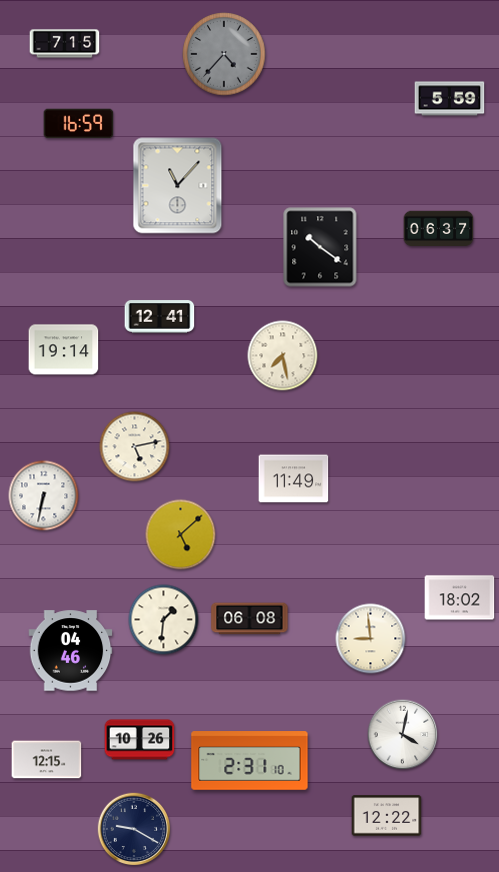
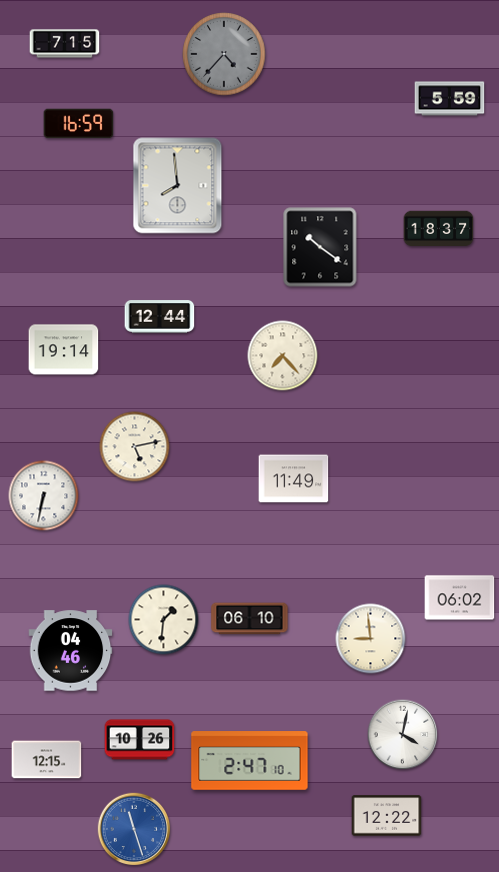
clock at (178, 186): 11:07 -> 7:59
clock at (439, 229): 06:37 -> 18:37
clock at (160, 317): 12:41 -> 12:44
clock at (283, 356): 7:28 -> 7:23
clock at (181, 535): 5:08 -> none
clock at (460, 598): 18:02 -> 06:02
clock at (250, 619): 06:08 -> 06:10
clock at (250, 761): 2:31 -> 2:47
clock at (134, 829): 9:20 -> 11:27
clock at (134, 829) dial: navy -> blue
